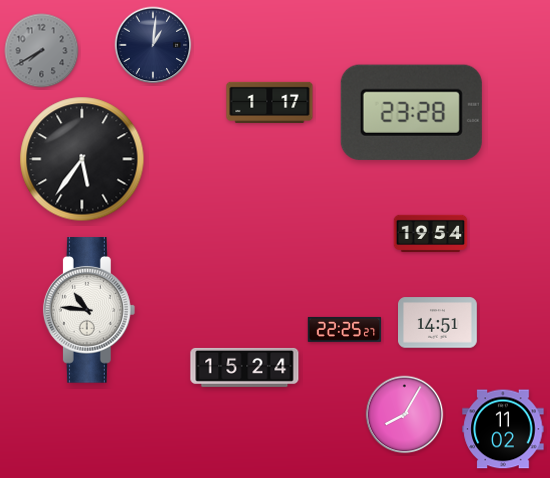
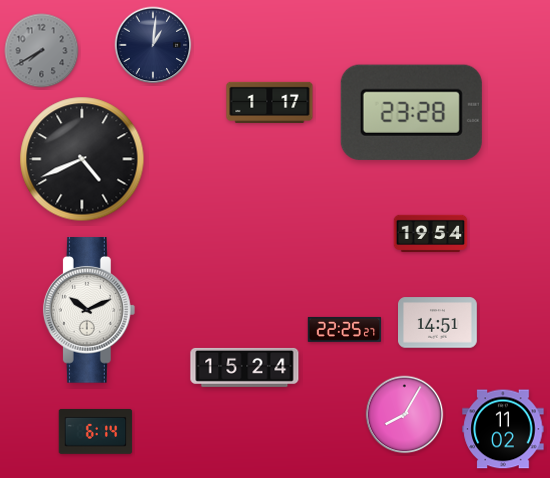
clock at (82, 159): 5:36 -> 4:41
clock at (89, 310): 10:46 -> 10:11
clock at (96, 431): none -> 6:14
